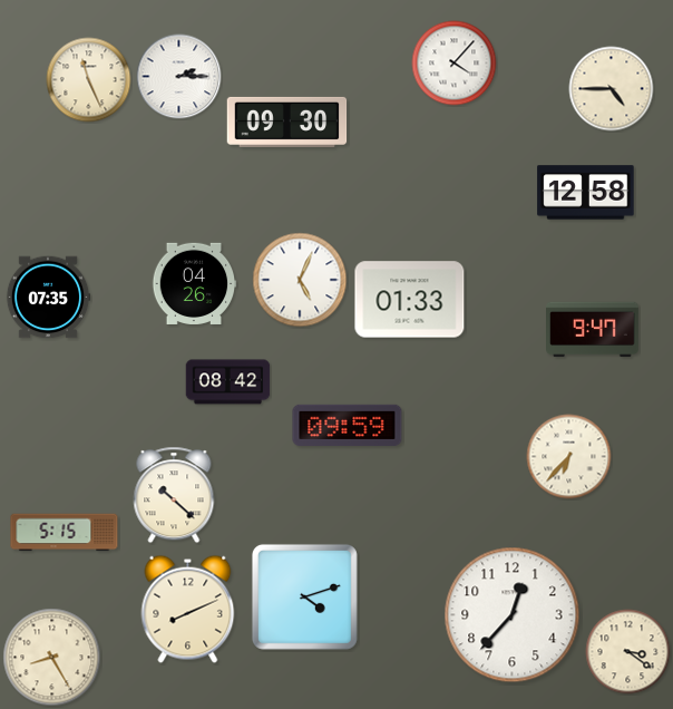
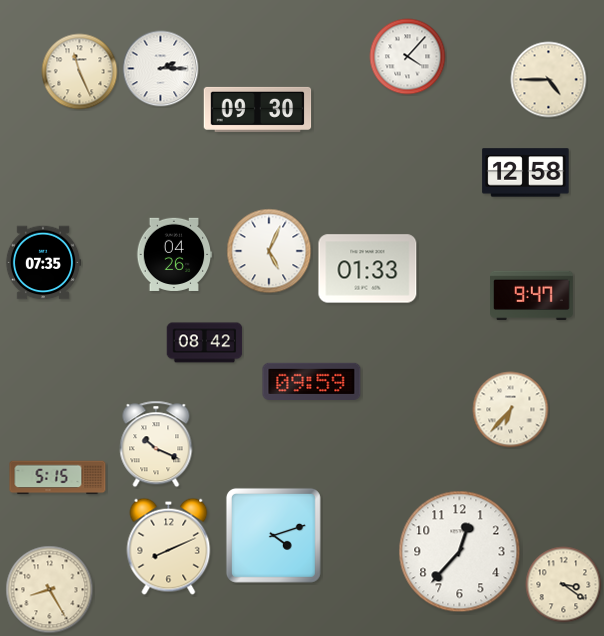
clock at (48, 298) position: (48, 298) -> (43, 263)
clock at (174, 495): 10:22 -> 10:19
clock at (52, 658) position: (52, 658) -> (50, 590)
